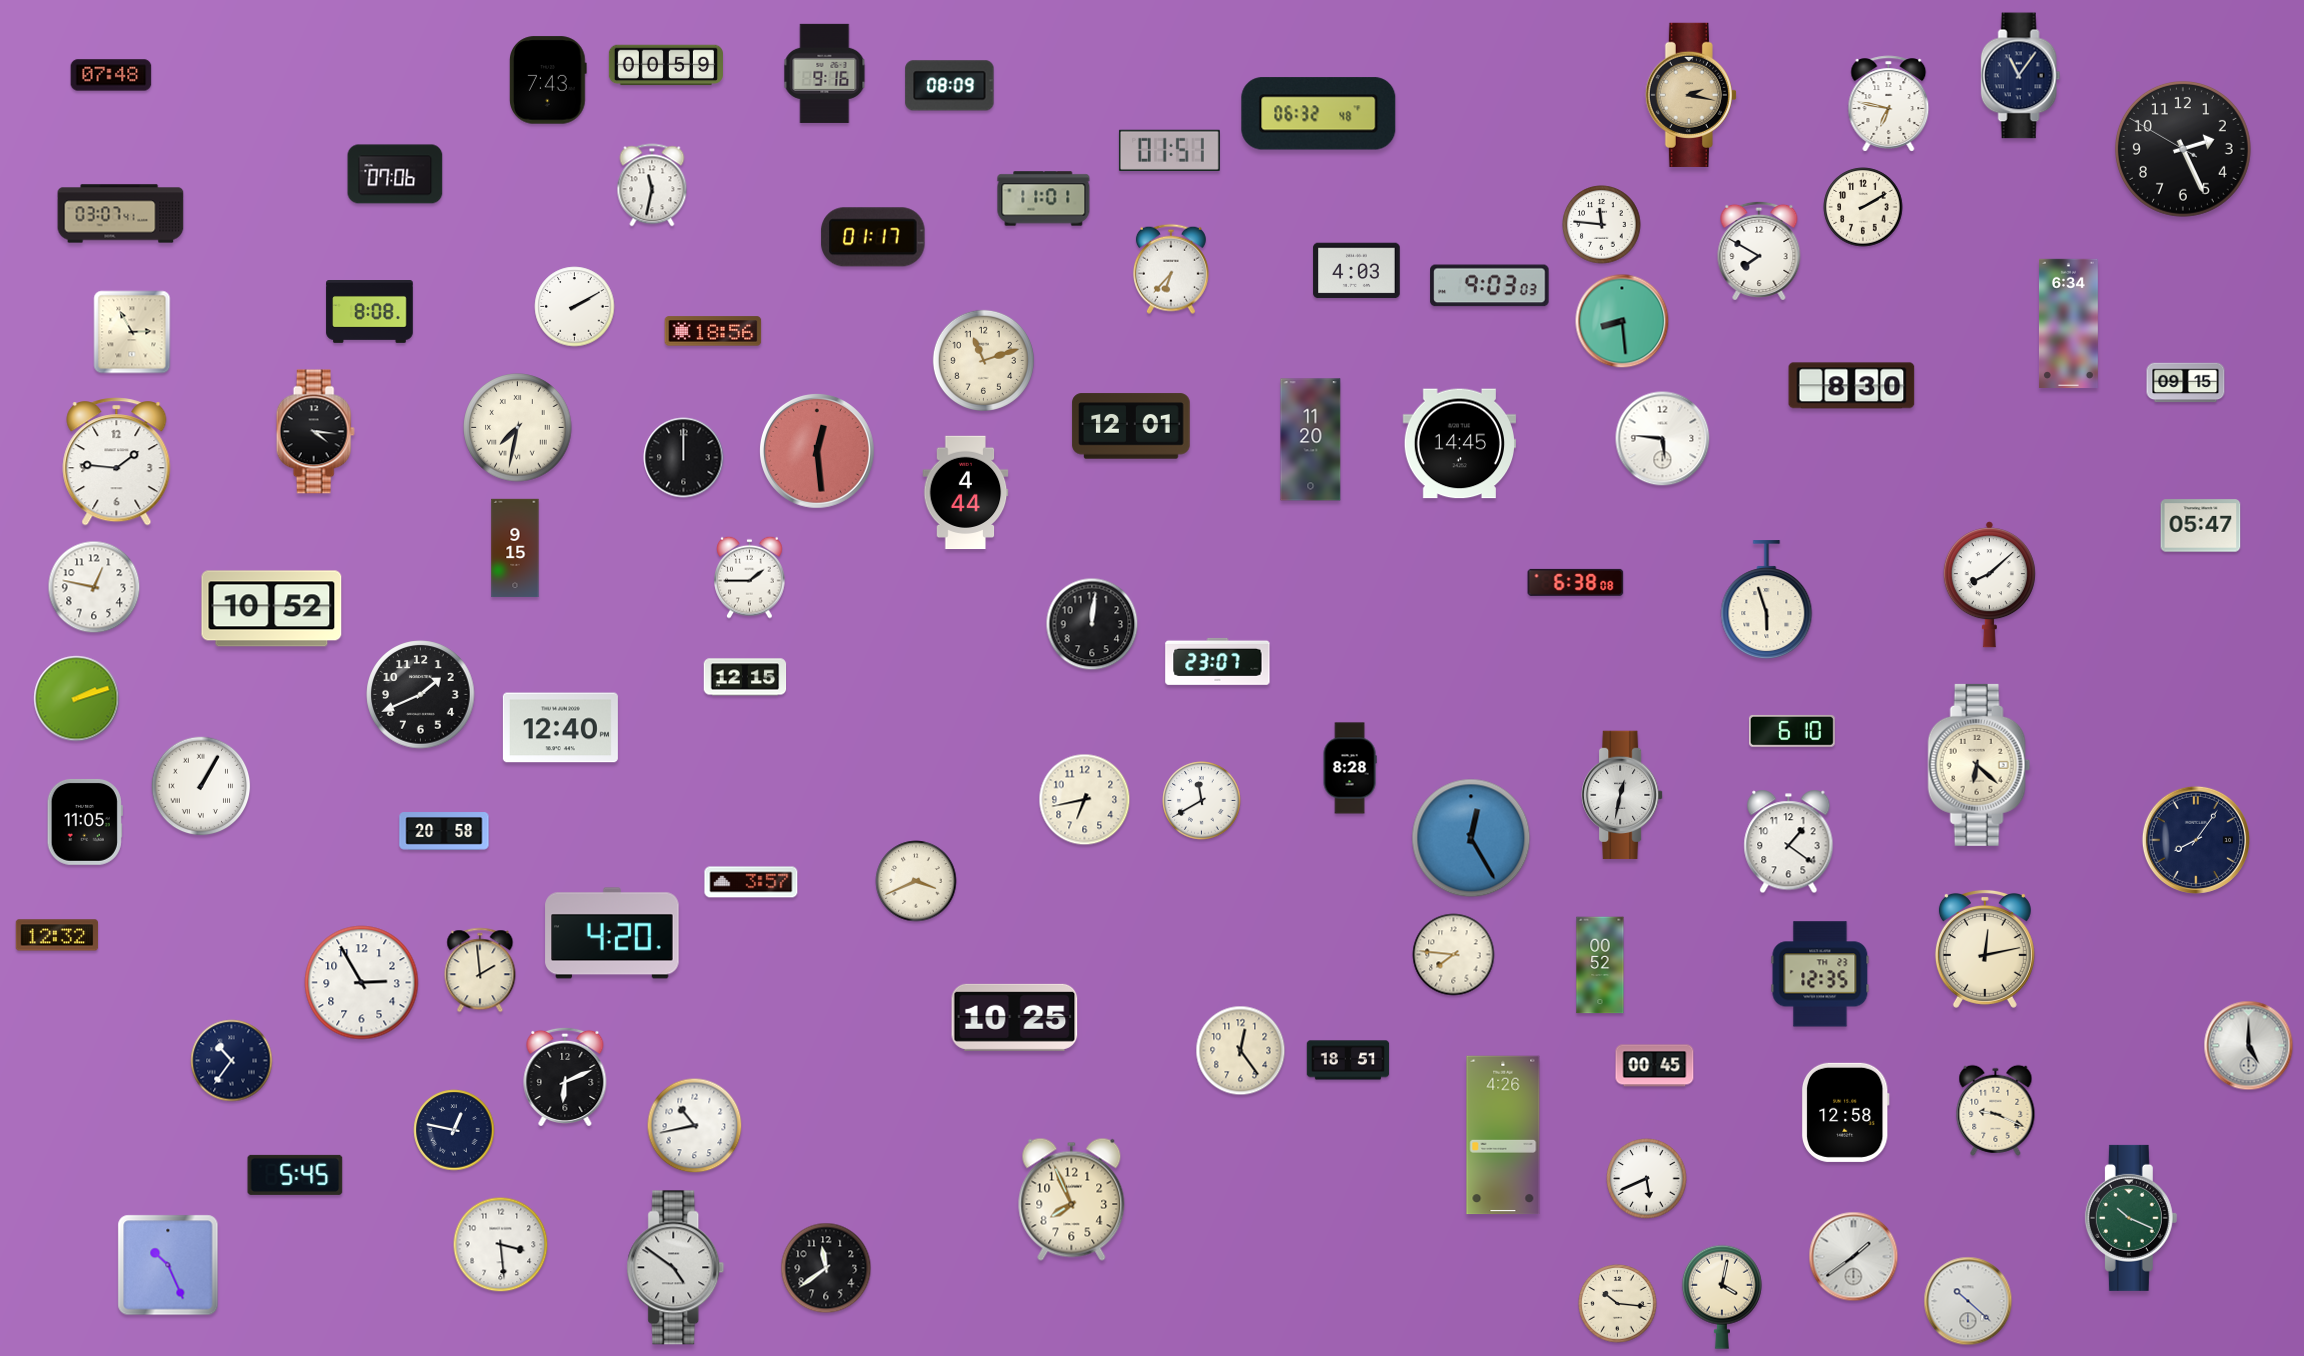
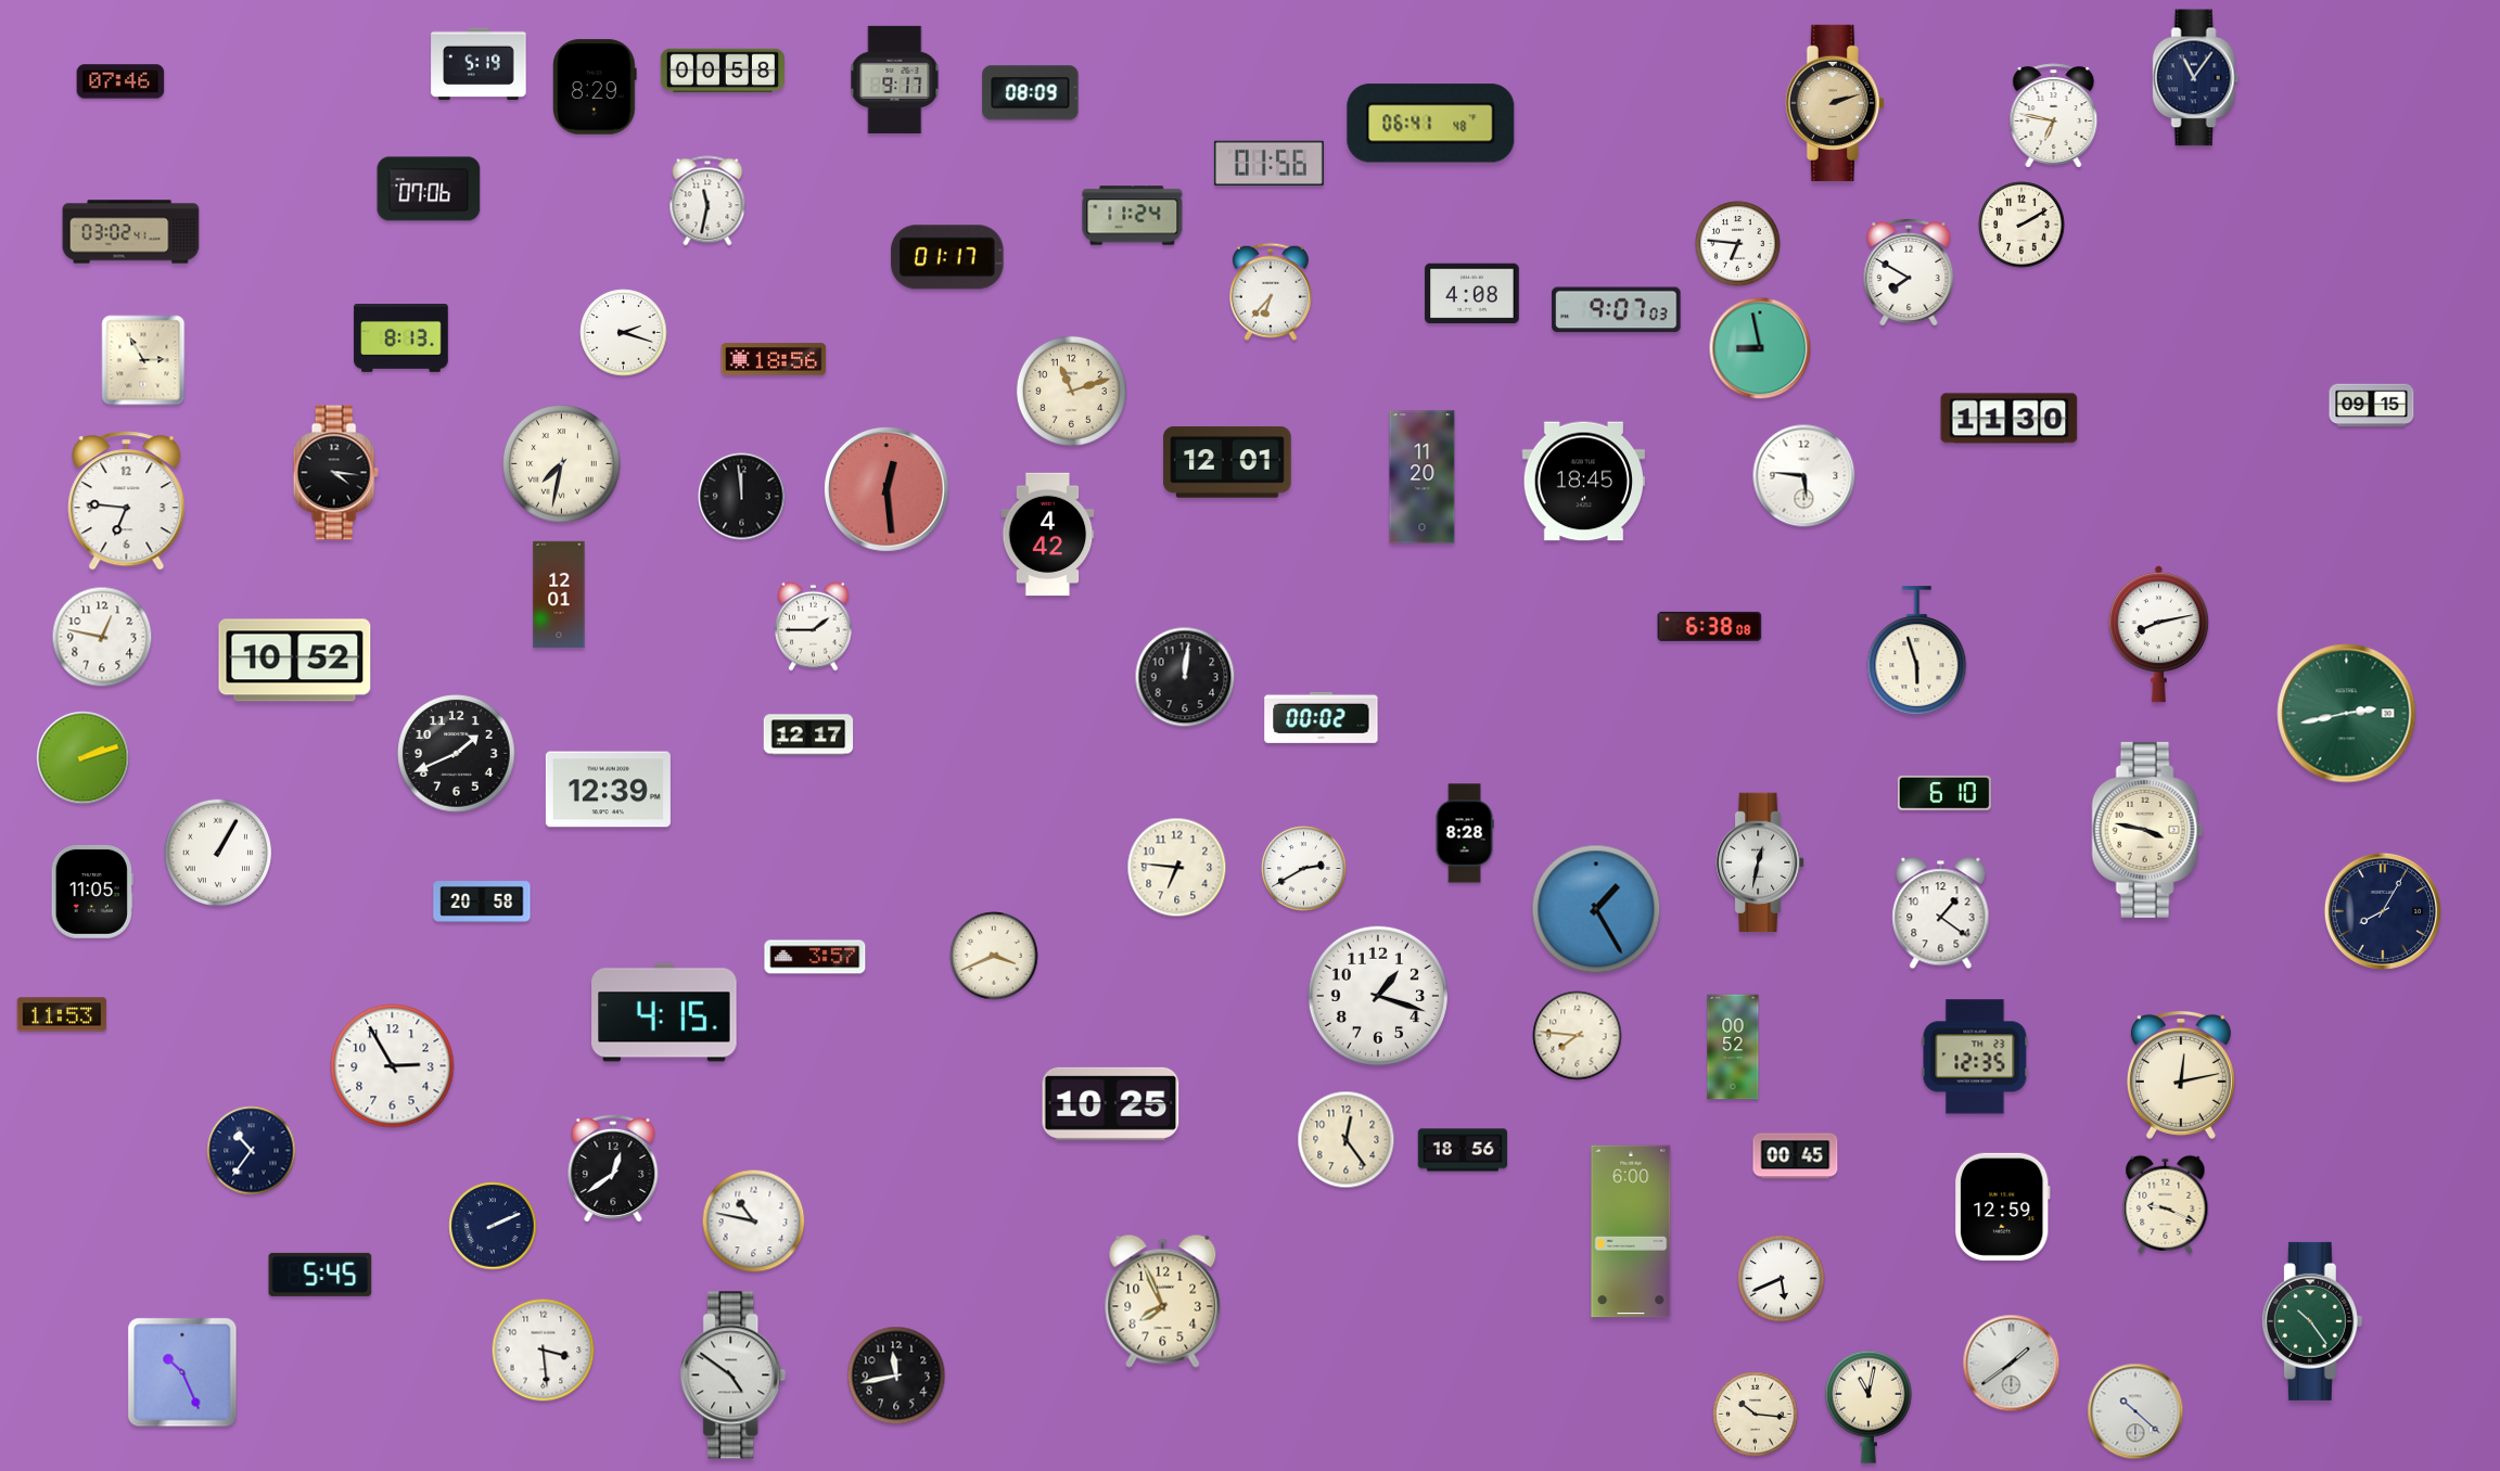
clock at (479, 64): none -> 5:19
clock at (666, 65): 00:59 -> 00:58
clock at (825, 73): 9:16 -> 9:17
clock at (111, 75): 07:48 -> 07:46
clock at (2021, 76) position: (2021, 76) -> (2196, 78)
clock at (549, 80): 7:43 -> 8:29
clock at (1691, 95): 2:17 -> 2:12
clock at (1889, 104) position: (1889, 104) -> (2054, 116)
clock at (1319, 114): 06:32 -> 06:41
clock at (2183, 149): 2:25 -> none
clock at (1169, 150): 01:51 -> 01:56
clock at (1044, 199): 11:01 -> 11:24
clock at (121, 214): 03:07 -> 03:02
clock at (1602, 225): 11:46 -> 6:46
clock at (1357, 271): 4:03 -> 4:08
clock at (1490, 286): 9:03 -> 9:07
clock at (575, 307): 2:10 -> 2:18
clock at (370, 312): 8:08 -> 8:13
clock at (1622, 321): 8:29 -> 8:58
clock at (2068, 323): 6:34 -> none
clock at (983, 360) position: (983, 360) -> (1071, 391)
clock at (2186, 383) position: (2186, 383) -> (2372, 406)
clock at (1852, 386): 8:30 -> 11:30
clock at (315, 432) position: (315, 432) -> (335, 473)
clock at (1459, 444): 14:45 -> 18:45
clock at (684, 458): 12:00 -> 11:59
clock at (117, 462): 1:46 -> 6:46
clock at (966, 493): 4:44 -> 4:42
clock at (2201, 526): 05:47 -> none
clock at (515, 548): 9:15 -> 12:01
clock at (1576, 582) position: (1576, 582) -> (1710, 626)
clock at (1989, 585): 8:08 -> 8:13
clock at (2347, 714): none -> 2:43
clock at (1218, 661): 23:07 -> 00:02
clock at (745, 677): 12:15 -> 12:17
clock at (560, 728): 12:40 -> 12:39
clock at (1979, 765): 6:22 -> 3:47
clock at (1085, 800): 6:43 -> 6:46
clock at (1202, 801): 11:40 -> 2:40
clock at (1471, 838): 12:25 -> 1:25
clock at (2196, 840): 8:06 -> 8:05
clock at (1377, 995): none -> 1:18
clock at (612, 933): 4:20 -> 4:15
clock at (57, 935): 12:32 -> 11:53
clock at (1985, 949) position: (1985, 949) -> (2181, 1075)
clock at (1600, 965) position: (1600, 965) -> (1733, 1047)
clock at (480, 970): 1:59 -> none
clock at (1015, 1017) position: (1015, 1017) -> (1111, 1103)
clock at (2249, 1046): 5:00 -> none
clock at (1348, 1060): 18:51 -> 18:56
clock at (565, 1077): 6:11 -> 12:39
clock at (1845, 1112): 12:58 -> 12:59
clock at (695, 1126): 10:43 -> 10:47
clock at (454, 1130): 12:47 -> 2:11
clock at (1503, 1135): 4:26 -> 6:00
clock at (1647, 1179) position: (1647, 1179) -> (1782, 1279)
clock at (2131, 1218): 10:19 -> 10:24
clock at (826, 1268): 11:39 -> 11:43
clock at (1722, 1297): 4:02 -> 11:02
